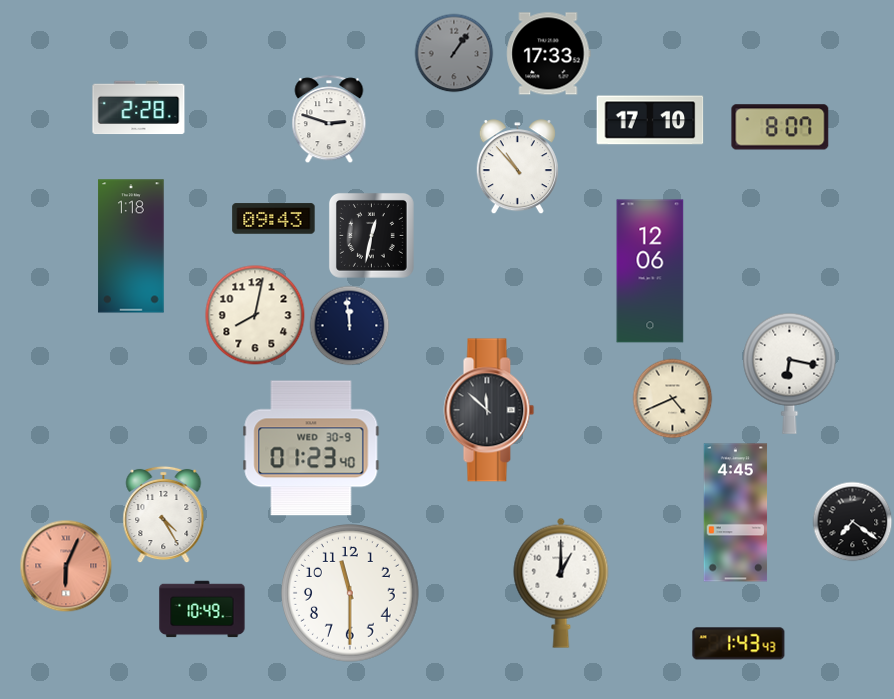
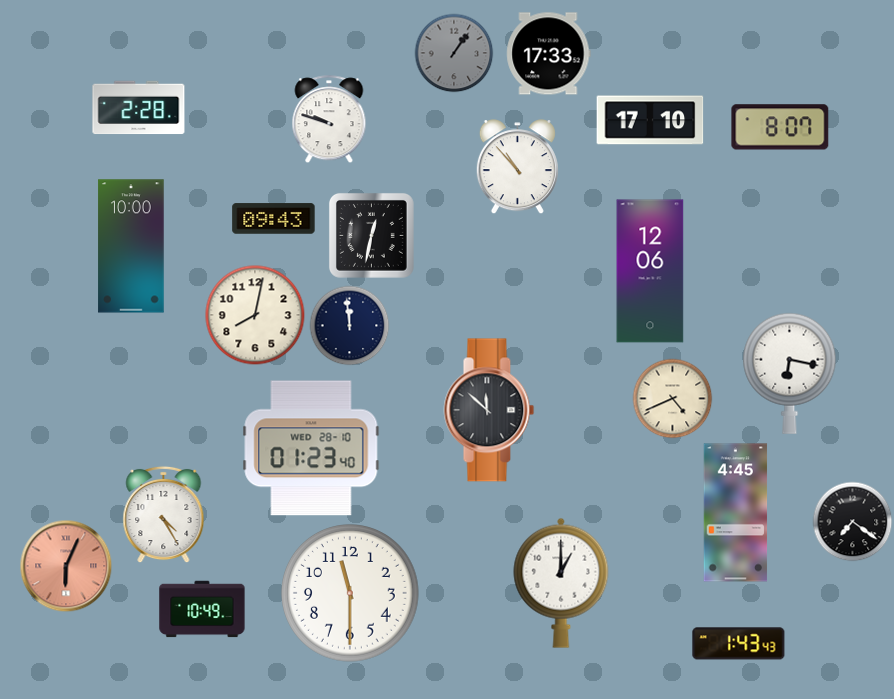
clock at (329, 119): 2:48 -> 9:48
clock at (131, 246): 1:18 -> 10:00
clock at (311, 448) date: WED 30-9 -> WED 28-10
